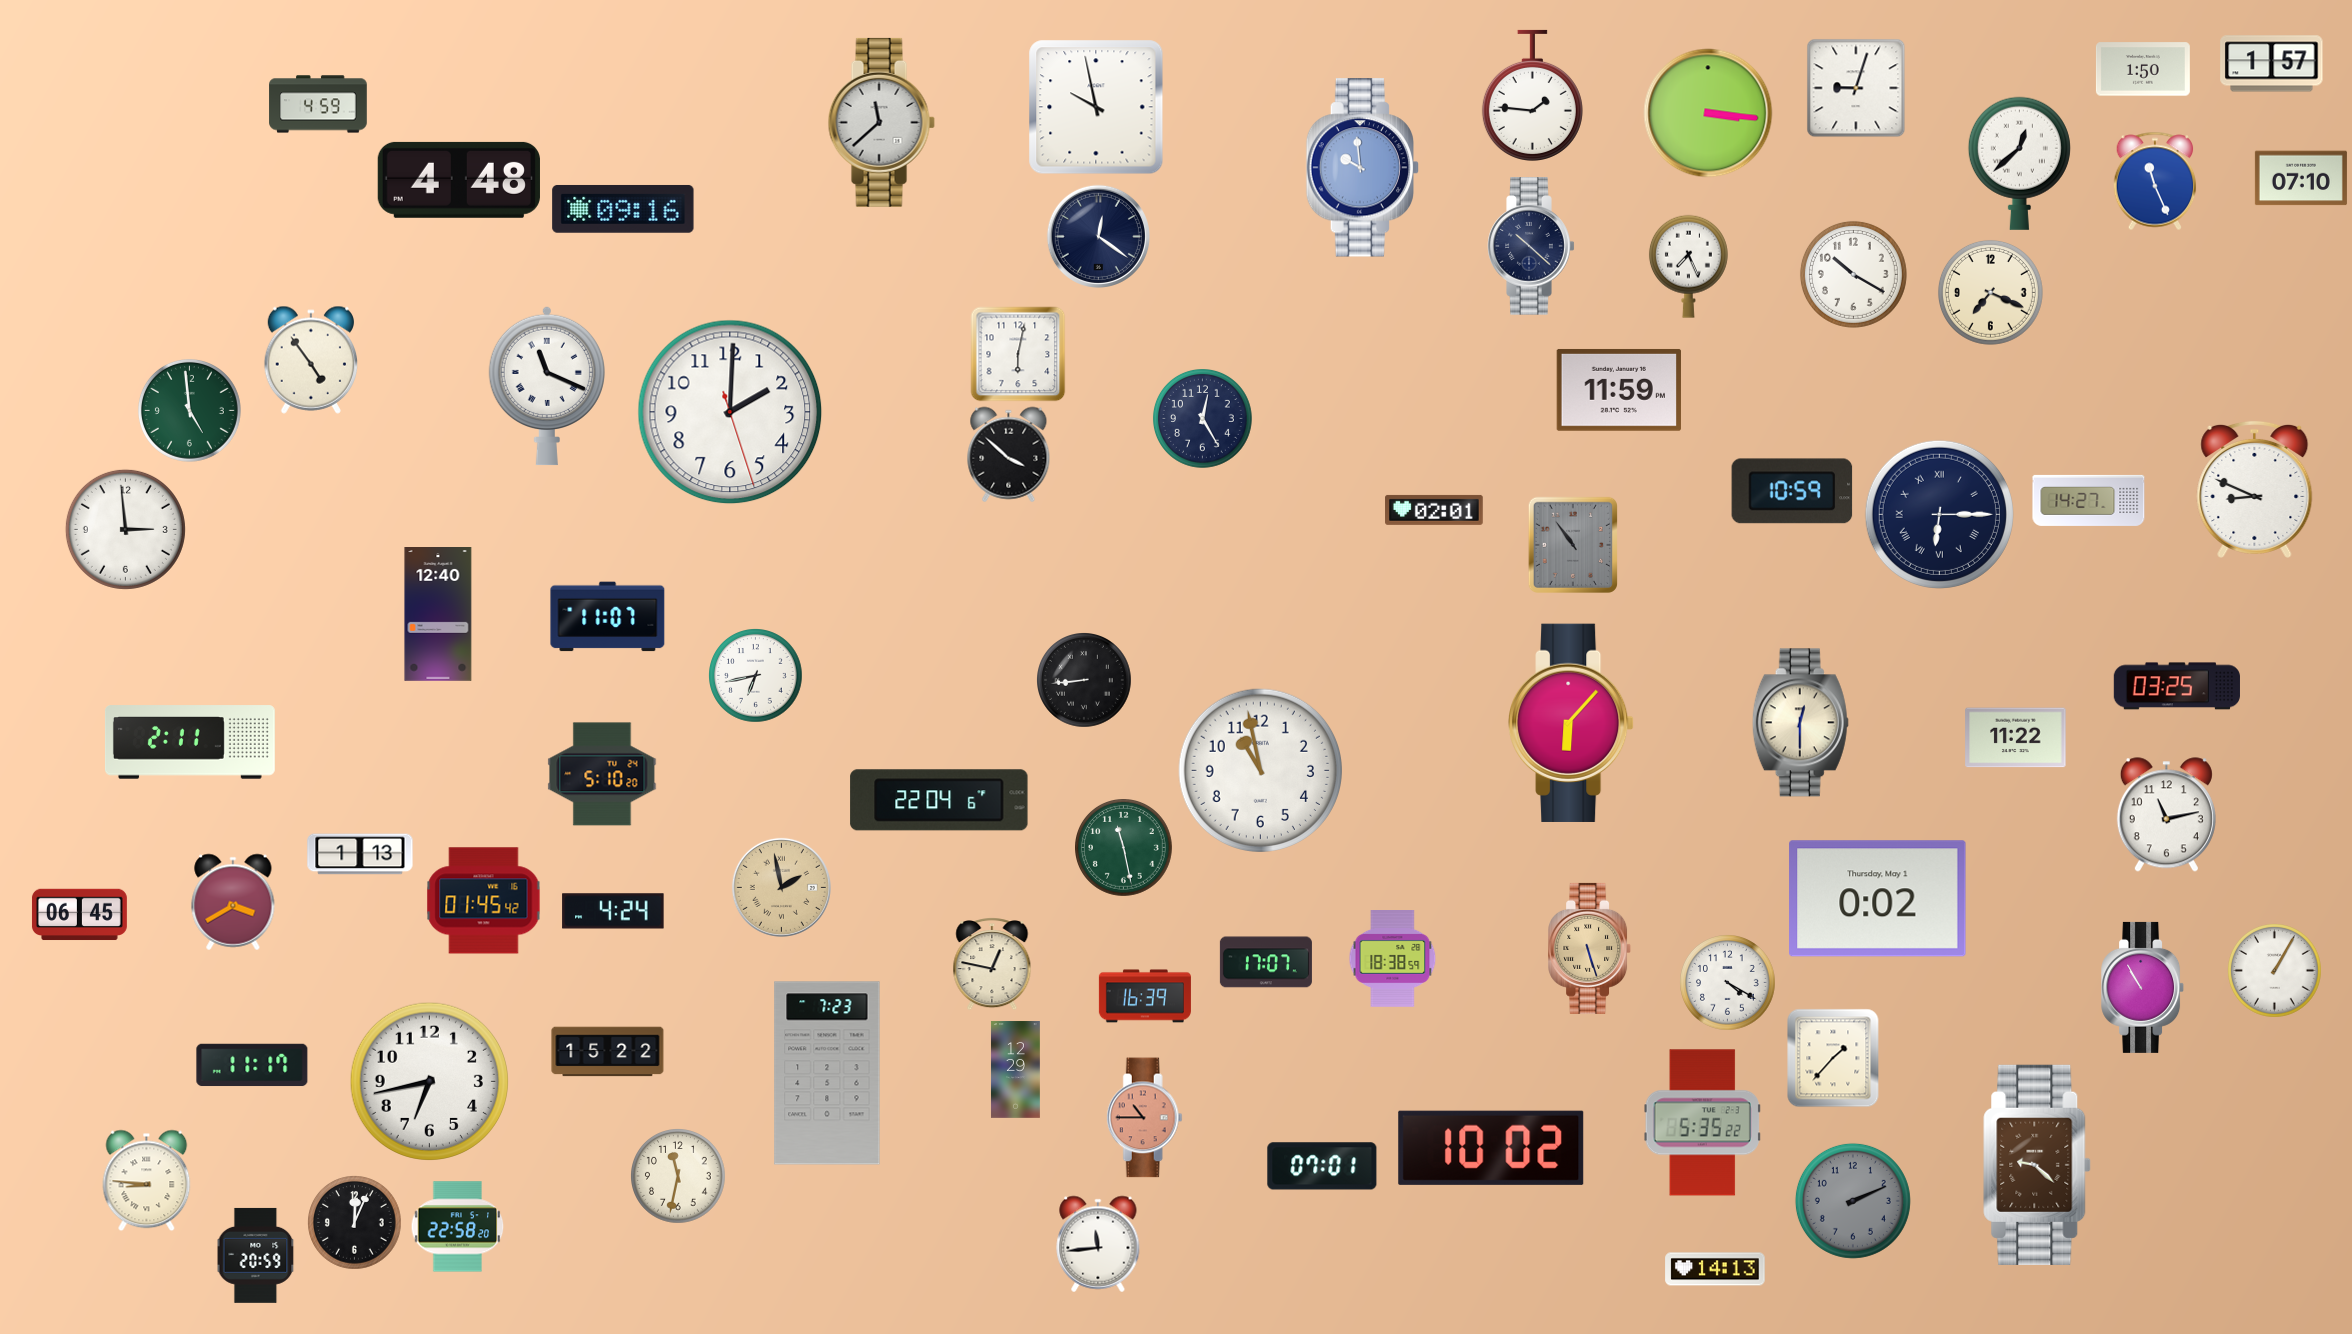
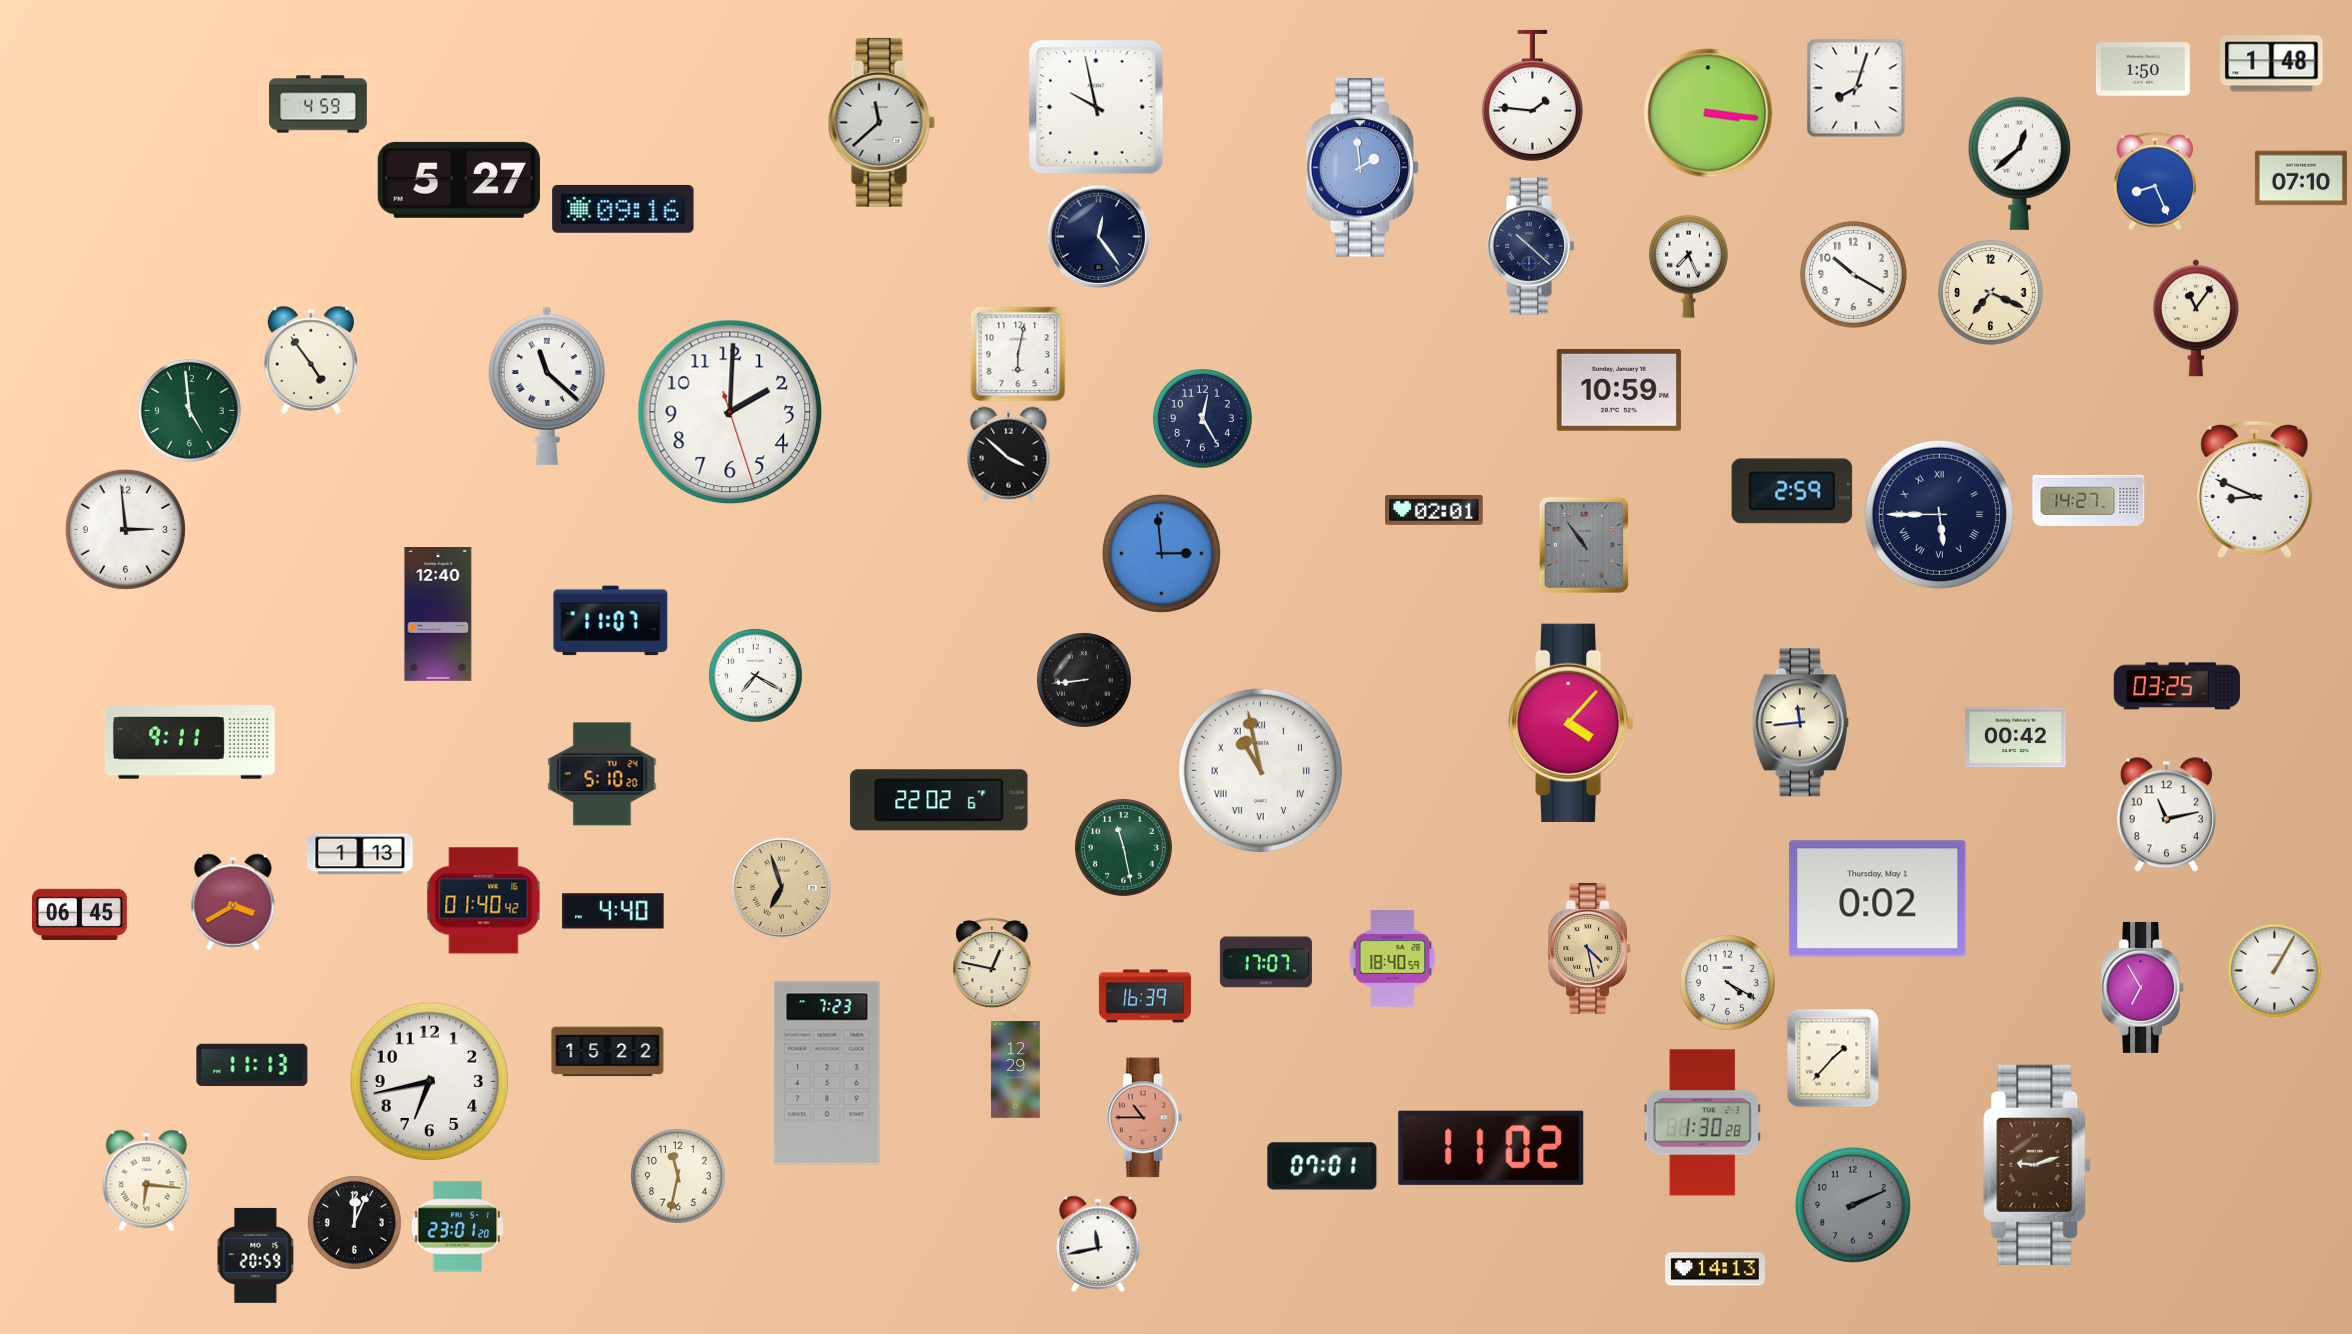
clock at (2272, 64): 1:57 -> 1:48
clock at (1856, 88): 9:03 -> 8:03
clock at (1362, 168): 9:59 -> 1:59
clock at (459, 180): 4:48 -> 5:27
clock at (2155, 181): 11:26 -> 8:26
clock at (1098, 236): 12:21 -> 12:24
clock at (2196, 318): none -> 11:06
clock at (547, 386): 11:19 -> 11:22
clock at (1619, 390): 11:59 -> 10:59
clock at (1792, 491): 10:59 -> 2:59
clock at (1939, 514): 6:15 -> 5:45
clock at (1573, 544) position: (1573, 544) -> (1584, 544)
clock at (1161, 553): none -> 2:59
clock at (608, 617) position: (608, 617) -> (611, 621)
clock at (756, 676): 6:43 -> 7:20
clock at (1572, 723): 6:07 -> 4:07
clock at (1800, 723): 12:30 -> 11:44
clock at (2016, 738): 11:22 -> 00:42
clock at (190, 742): 2:11 -> 9:11
clock at (1260, 770) numerals: Arabic -> Roman
clock at (939, 800): 22:04 -> 22:02
clock at (781, 887): 1:58 -> 6:57
clock at (484, 901): 01:45 -> 01:40
clock at (613, 911): 4:24 -> 4:40
clock at (1590, 948): 5:27 -> 4:28
clock at (1393, 959): 18:38 -> 18:40
clock at (2143, 987): 10:55 -> 6:55
clock at (252, 1065): 11:17 -> 11:13
clock at (1702, 1123): 5:35 -> 1:30
clock at (1491, 1148): 10:02 -> 11:02
clock at (2037, 1165): 9:22 -> 9:12
clock at (147, 1181): 8:46 -> 6:16
clock at (1853, 1201) position: (1853, 1201) -> (1853, 1205)
clock at (458, 1227): 22:58 -> 23:01
clock at (1098, 1244): 11:44 -> 11:43
